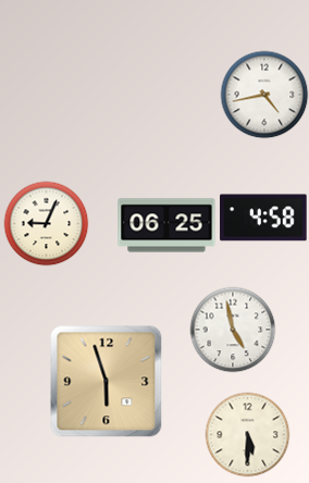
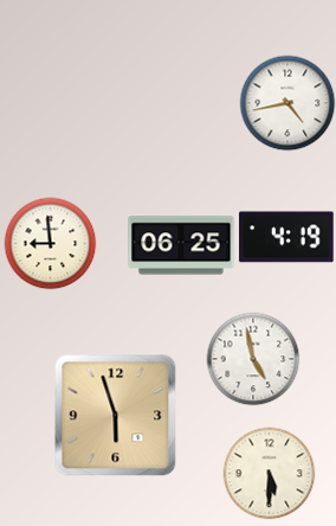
clock at (263, 218): 4:58 -> 4:19
clock at (46, 223): 9:04 -> 8:59
